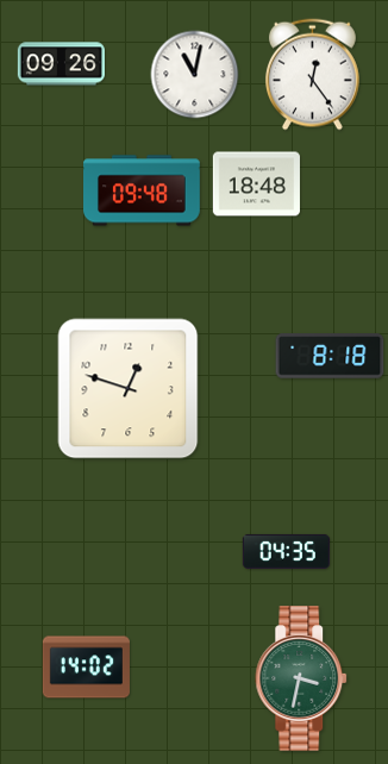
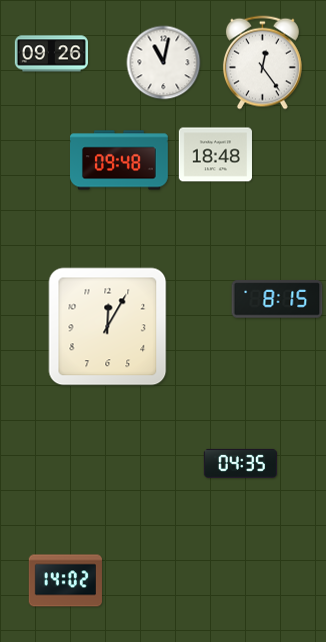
clock at (330, 356): 8:18 -> 8:15
clock at (129, 389): 12:48 -> 12:05
clock at (86, 668) position: (86, 668) -> (65, 581)
clock at (302, 678): 3:32 -> none
